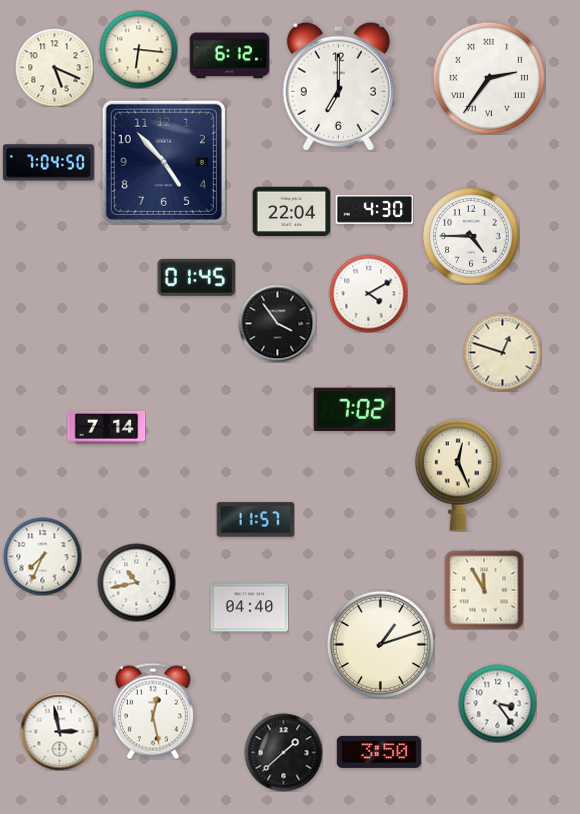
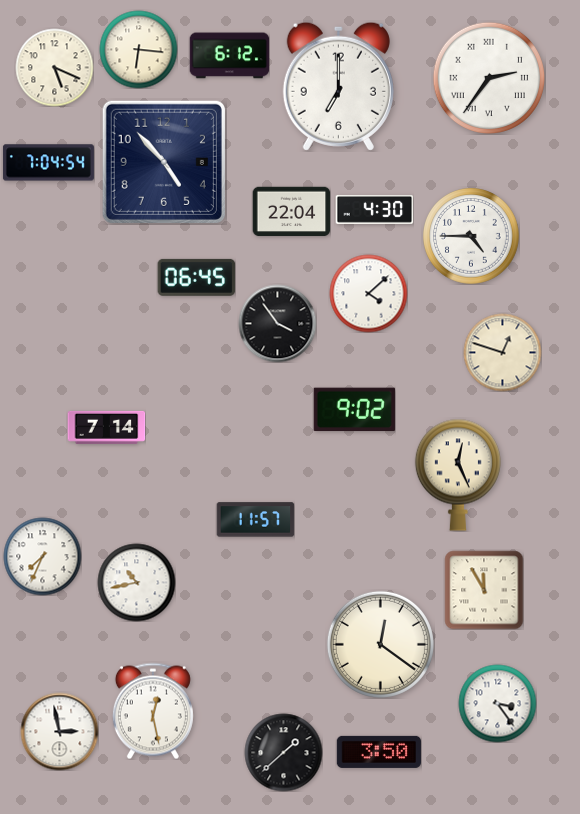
clock at (48, 163): 7:04:50 -> 7:04:54
clock at (196, 277): 01:45 -> 06:45
clock at (368, 293): 4:10 -> 4:08
clock at (354, 410): 7:02 -> 9:02
clock at (249, 608): 04:40 -> none
clock at (380, 644): 1:12 -> 12:21
